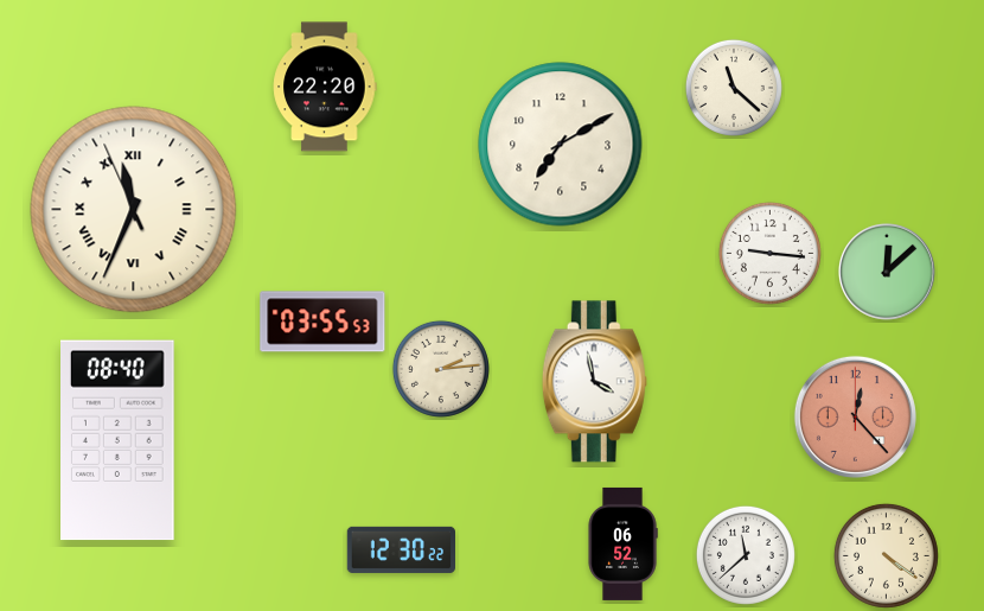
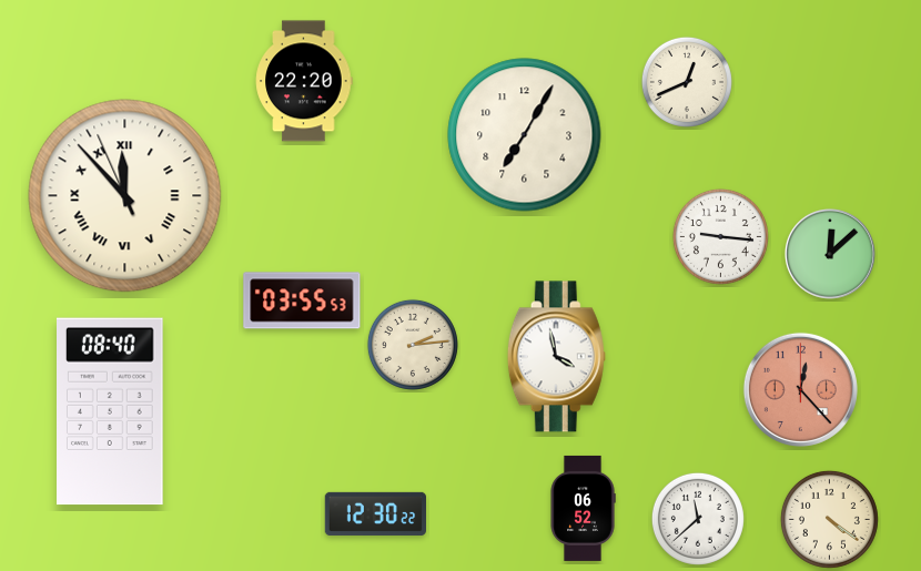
clock at (734, 88): 11:22 -> 12:41
clock at (561, 145): 7:10 -> 7:05
clock at (134, 210): 11:33 -> 11:52
